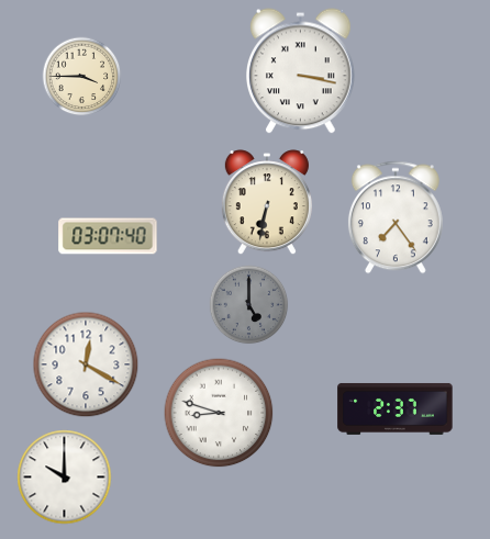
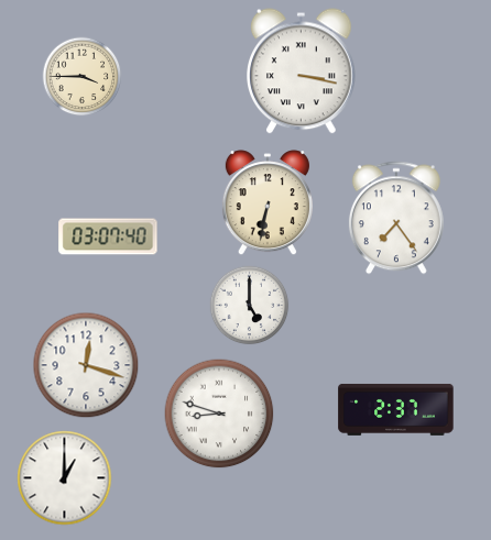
clock at (249, 305) dial: grey -> white
clock at (86, 364): 12:20 -> 12:18
clock at (65, 478): 10:00 -> 1:00
